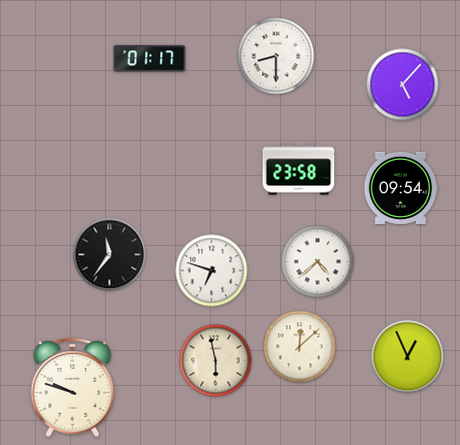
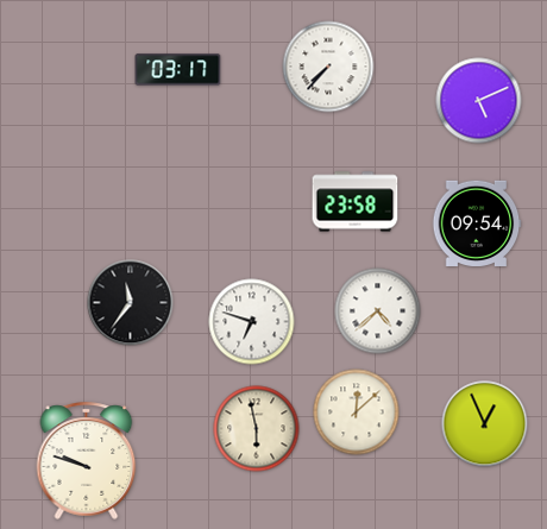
clock at (276, 56): 8:30 -> 7:37
clock at (150, 59): 01:17 -> 03:17
clock at (403, 85): 5:07 -> 5:11
